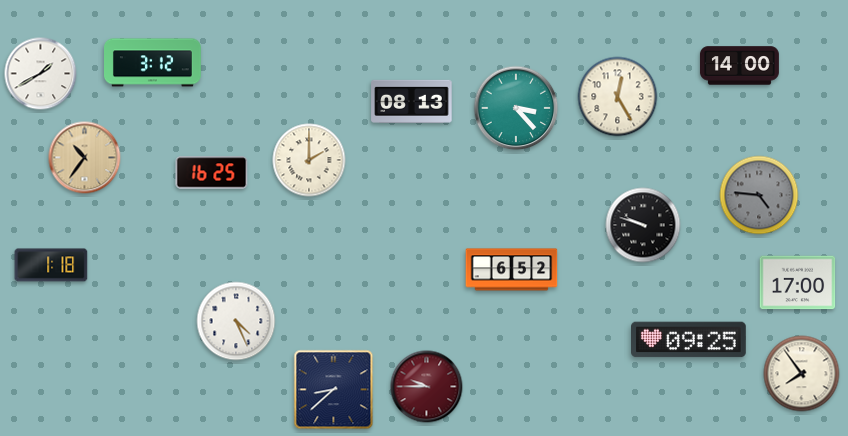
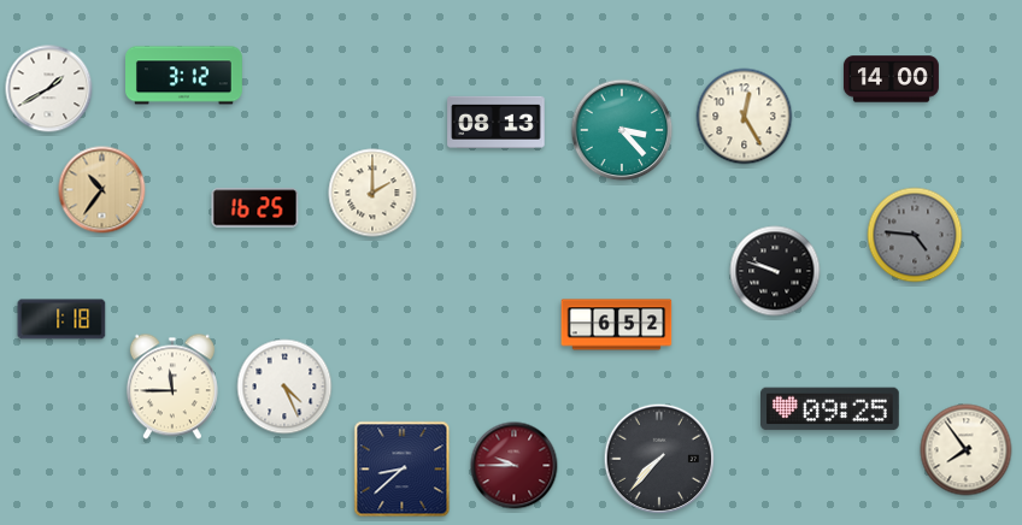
clock at (798, 283): 17:00 -> none
clock at (172, 387): none -> 11:45
clock at (659, 459): none -> 7:37
